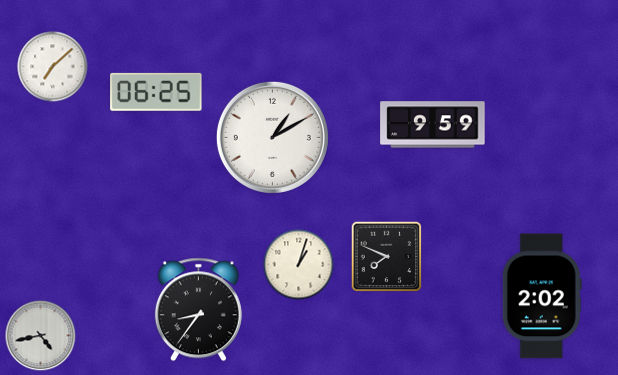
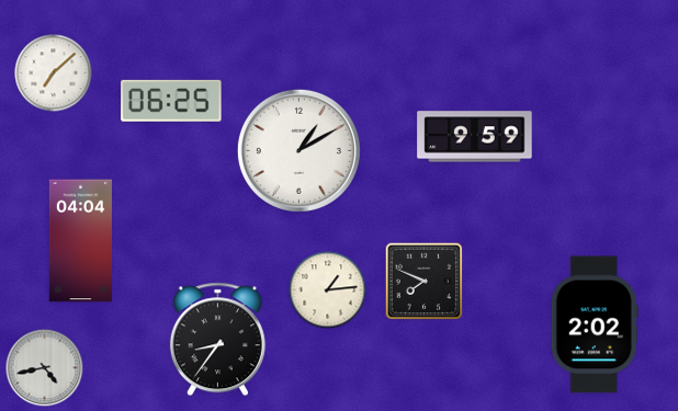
clock at (53, 67) position: (53, 67) -> (54, 73)
clock at (80, 241): none -> 04:04
clock at (299, 265): 1:03 -> 1:14
